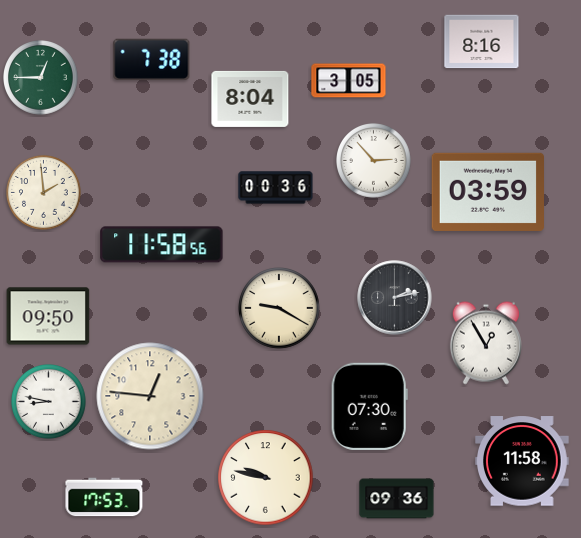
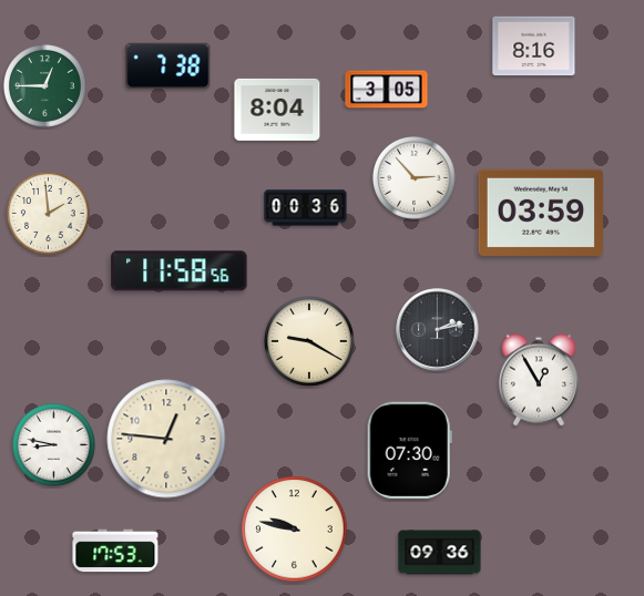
clock at (48, 316): 09:50 -> none
clock at (522, 461): 11:58 -> none
